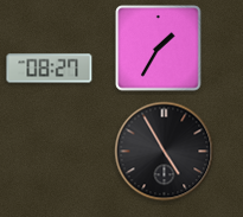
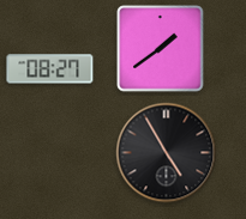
clock at (159, 49): 1:35 -> 1:39
